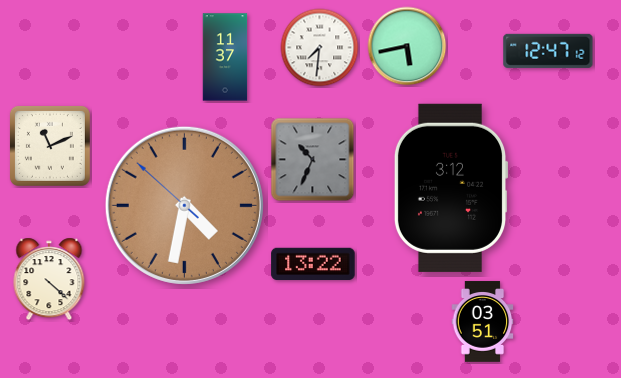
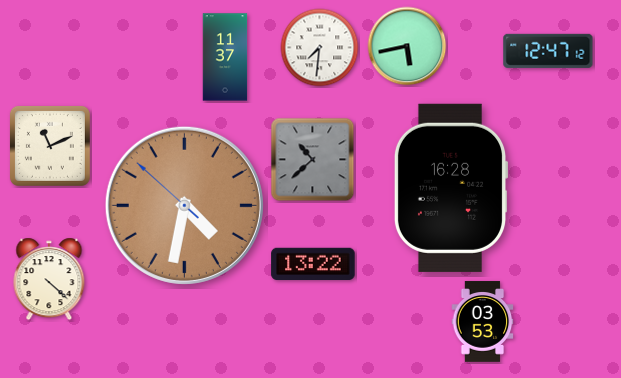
clock at (313, 160): 10:34 -> 10:38
clock at (451, 188): 3:12 -> 16:28
clock at (483, 322): 03:51 -> 03:53
